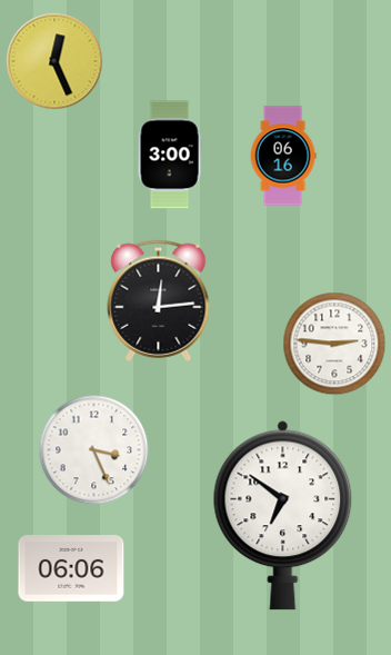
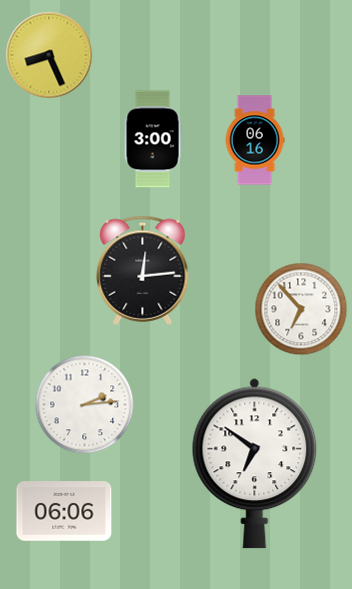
clock at (54, 61): 12:26 -> 8:26
clock at (334, 344): 2:46 -> 6:53
clock at (94, 450): 3:26 -> 2:14
